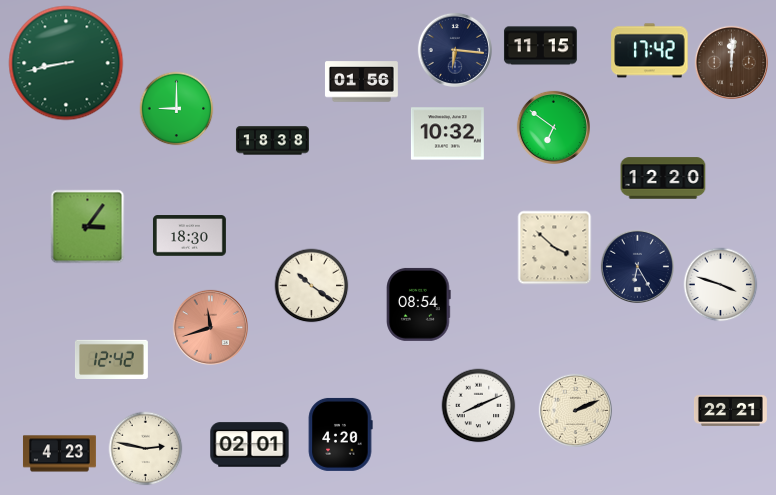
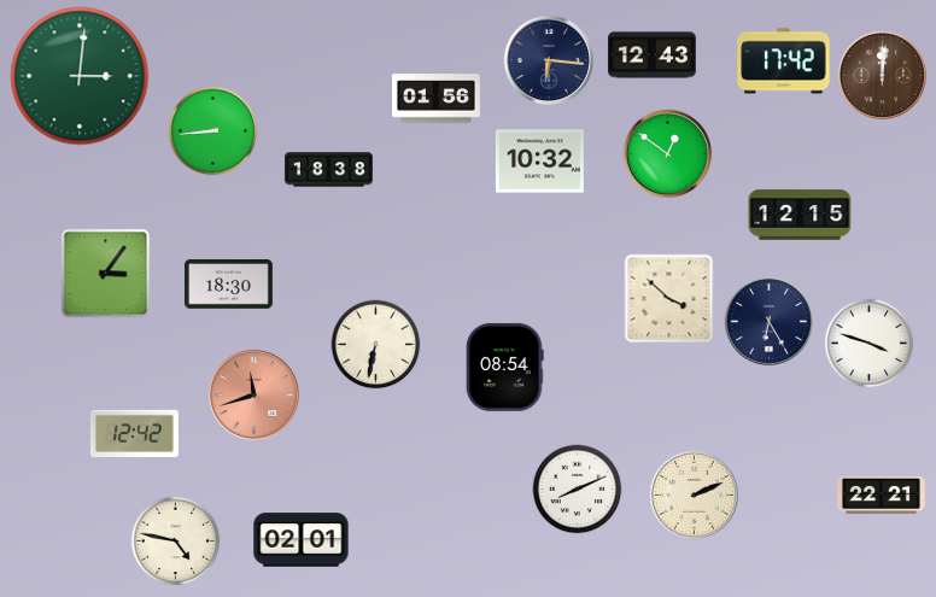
clock at (540, 46): 11:15 -> 12:43
clock at (66, 63): 8:43 -> 3:01
clock at (177, 109): 9:00 -> 8:44
clock at (553, 127): 6:51 -> 12:51
clock at (663, 178): 12:20 -> 12:15
clock at (312, 286): 10:21 -> 6:32
clock at (340, 434): 4:20 -> none
clock at (250, 445) position: (250, 445) -> (302, 540)
clock at (146, 449): 2:47 -> 4:47
clock at (59, 454): 4:23 -> none
